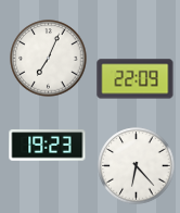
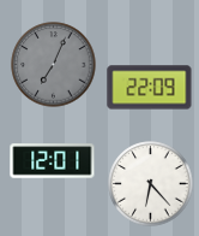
clock at (49, 59) dial: white -> grey
clock at (48, 146): 19:23 -> 12:01
